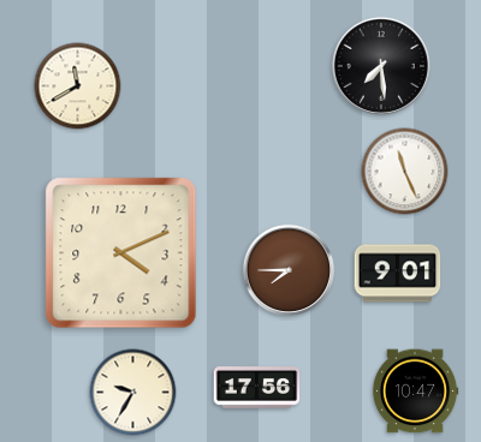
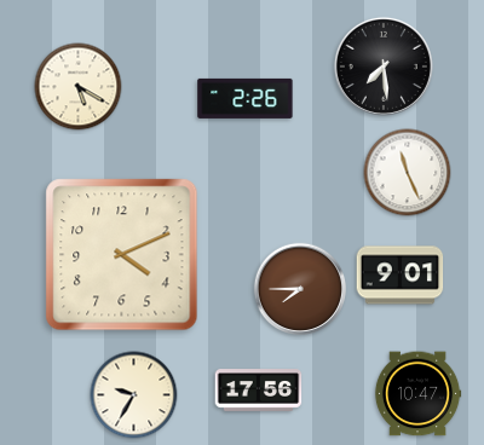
clock at (78, 86): 11:40 -> 5:20
clock at (246, 98): none -> 2:26
clock at (289, 270) position: (289, 270) -> (300, 289)
